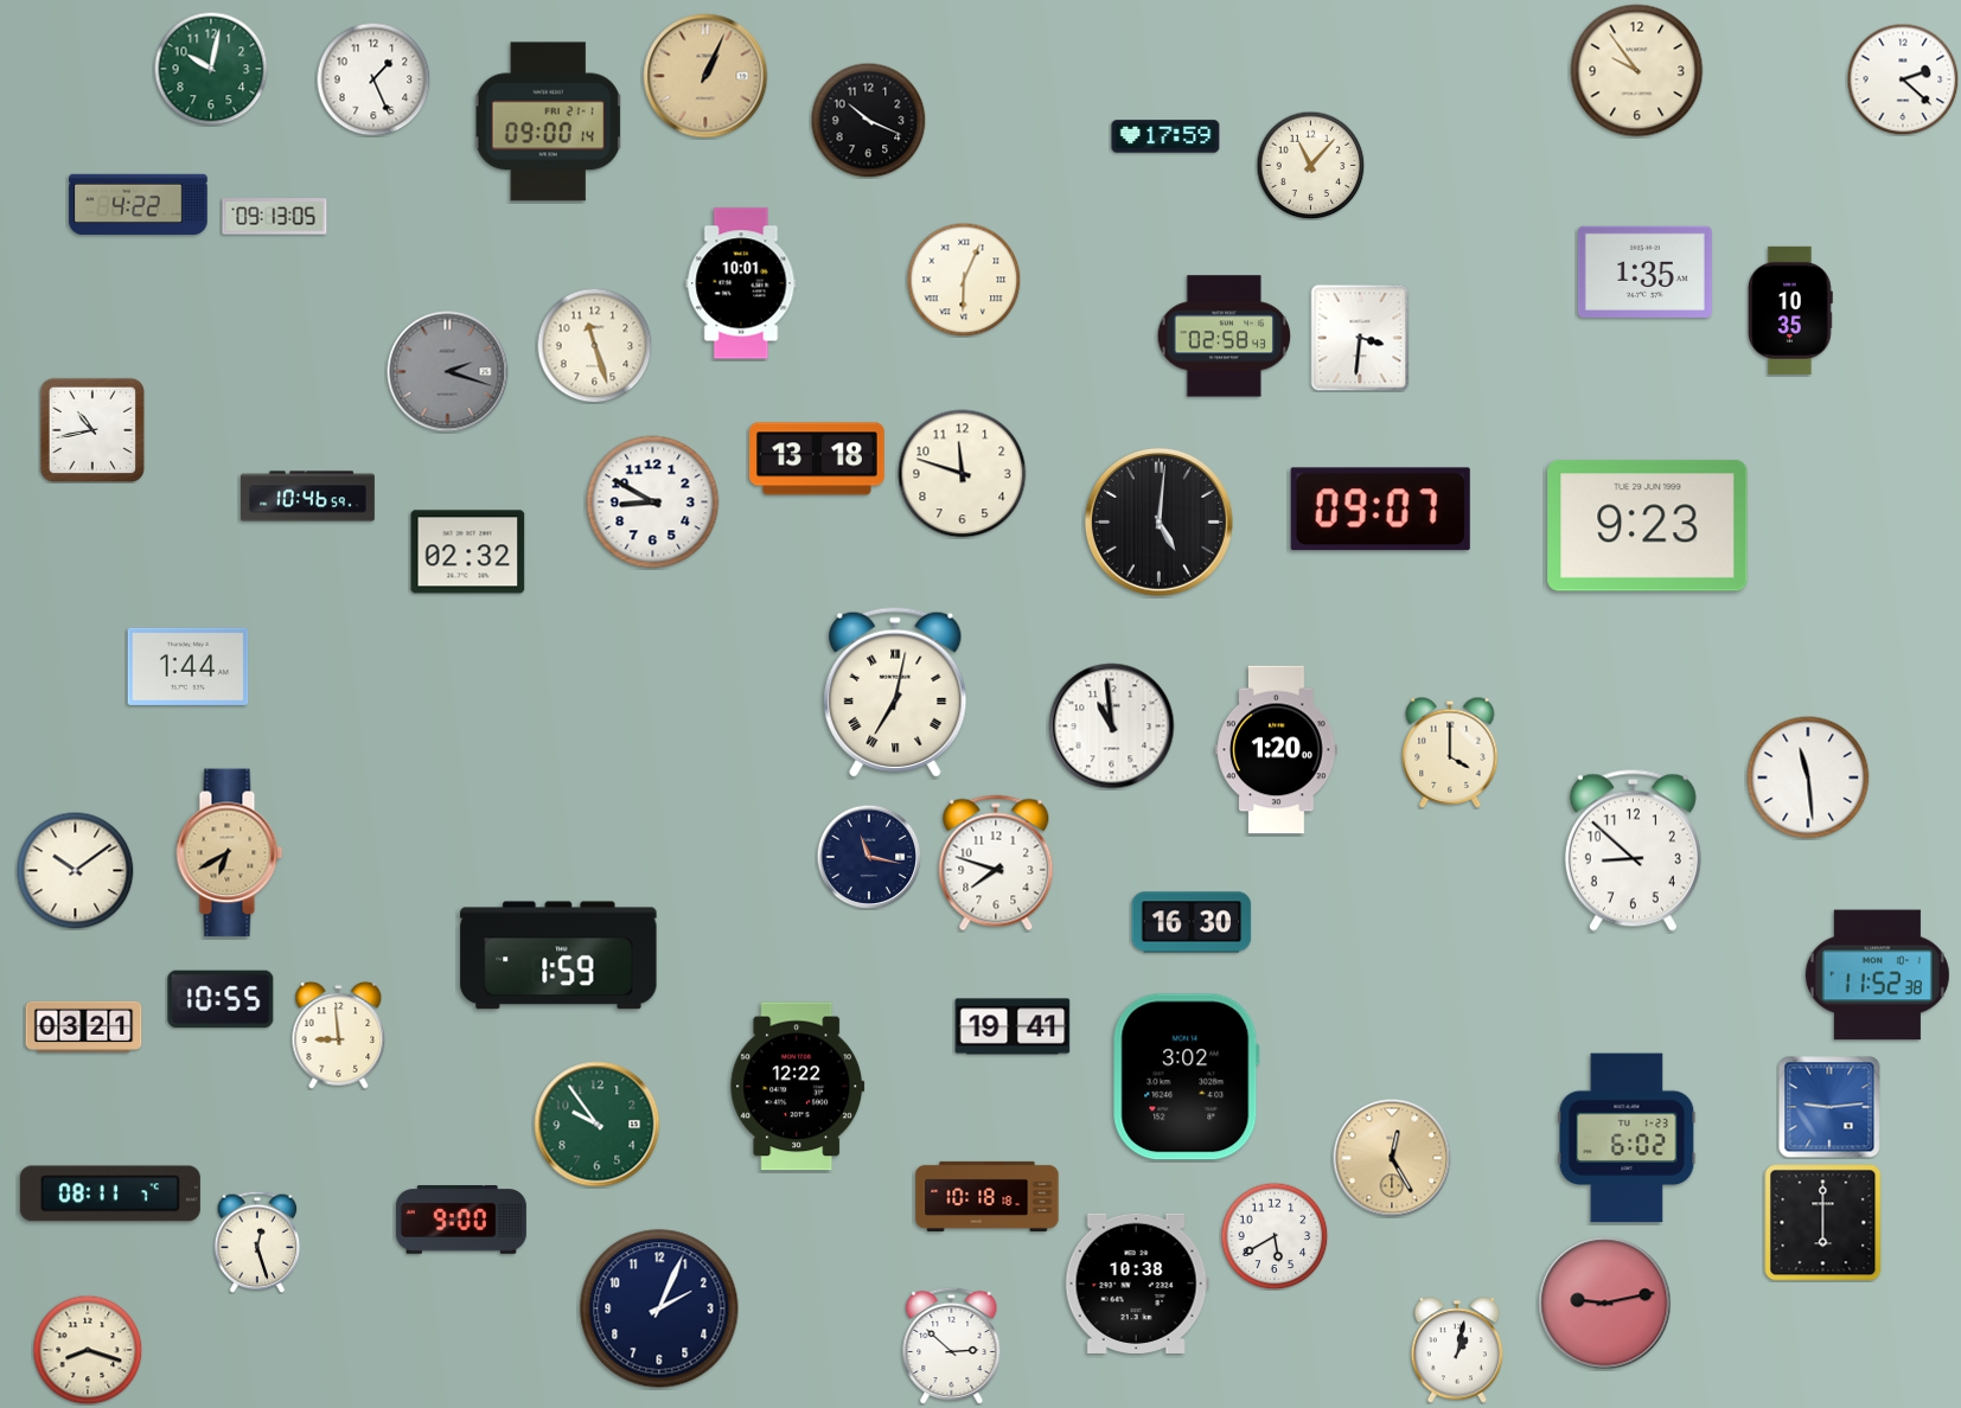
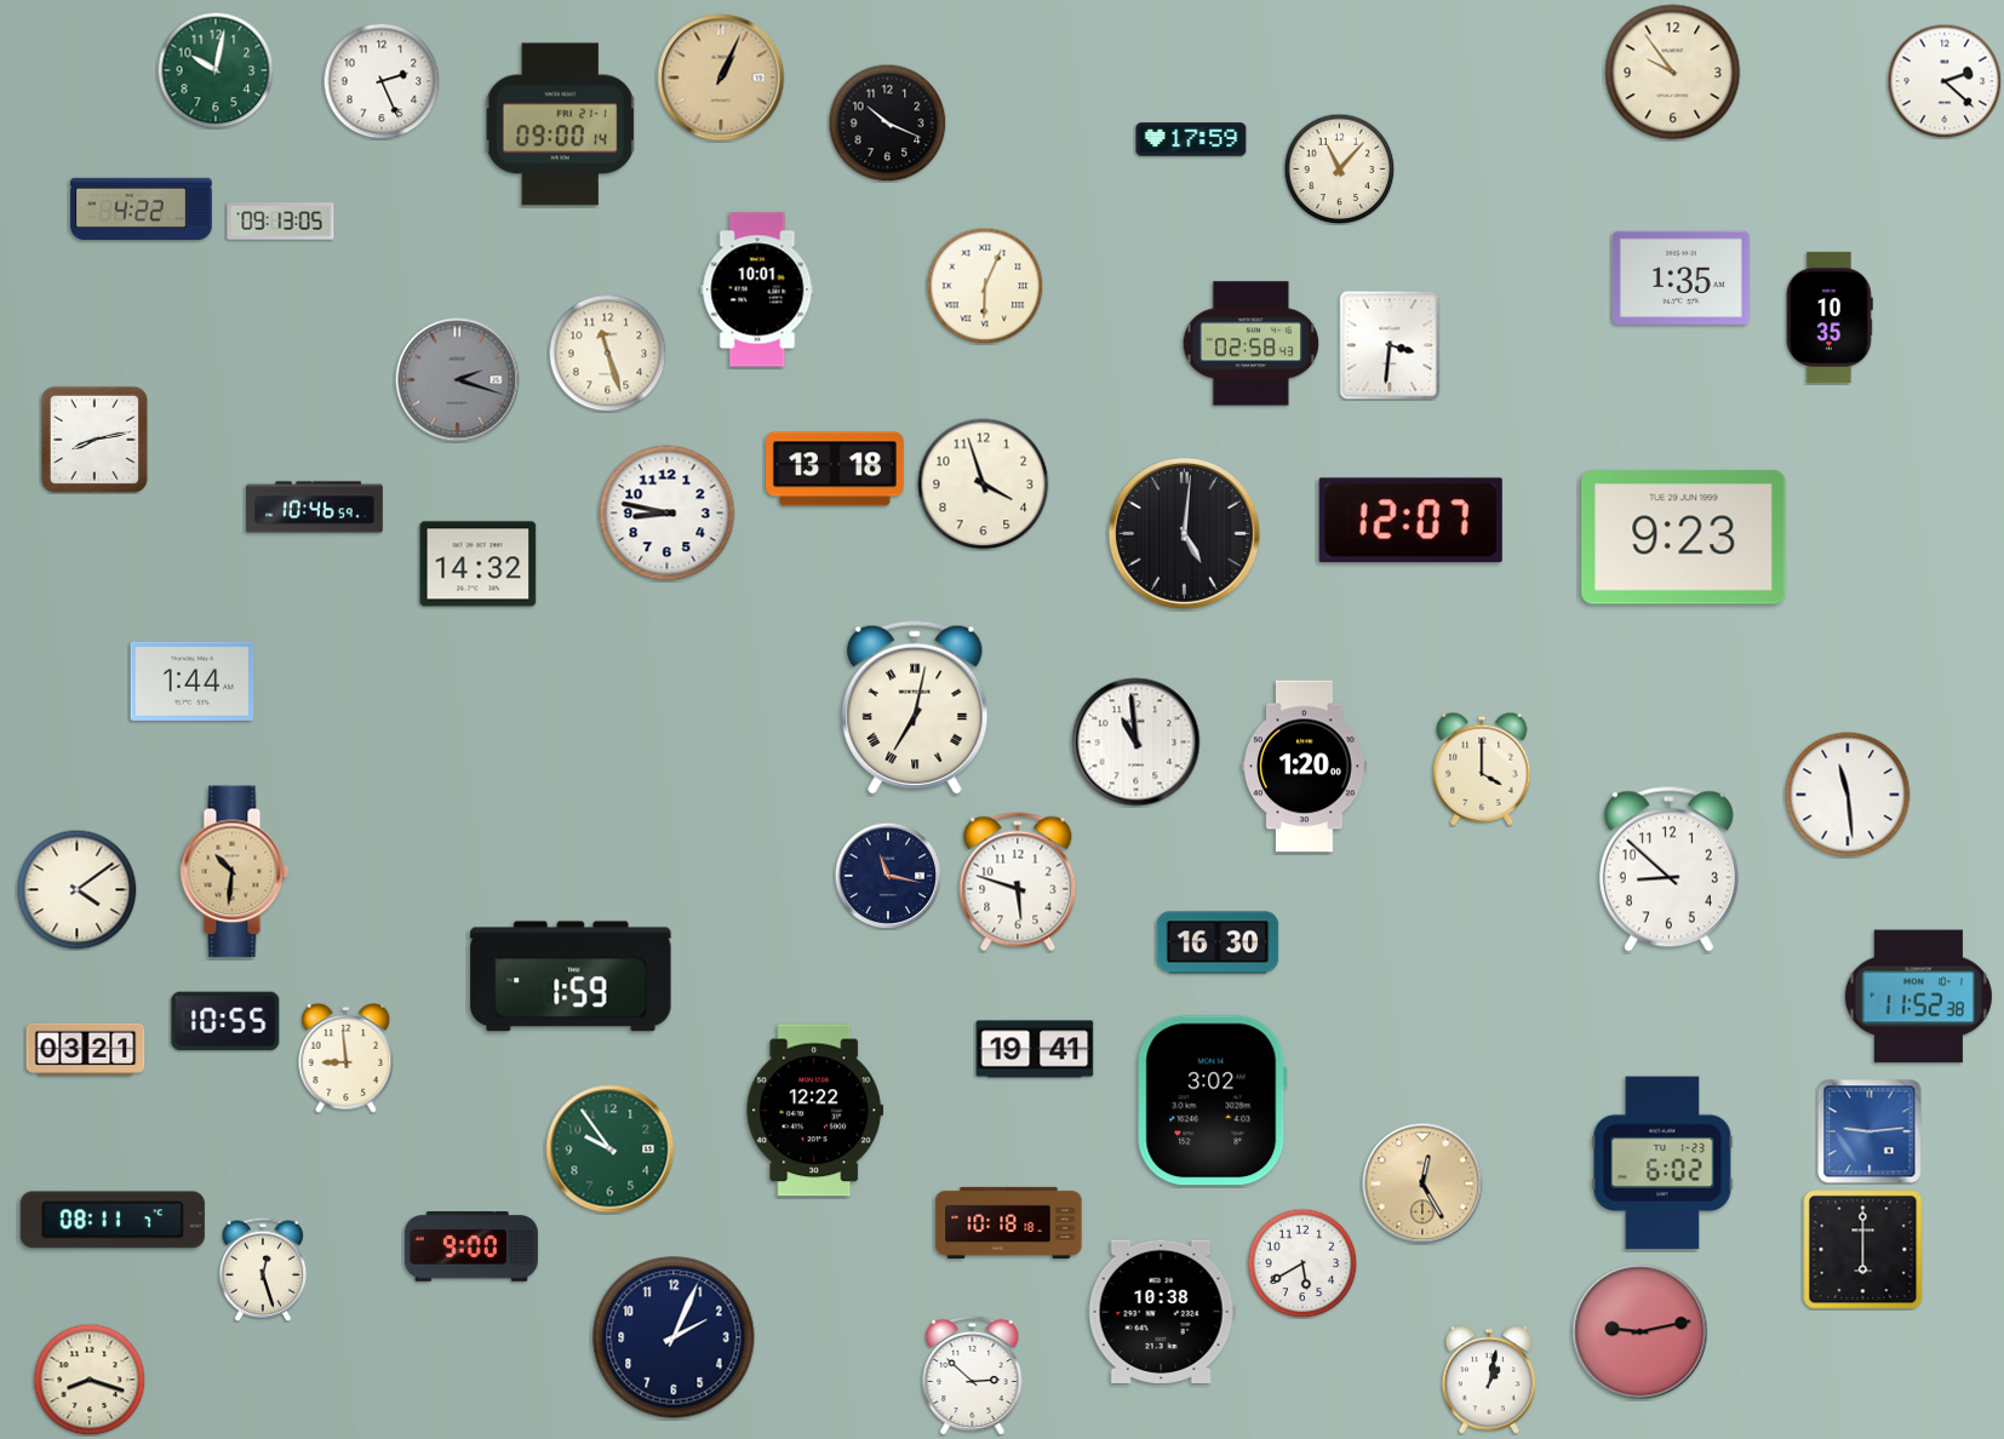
clock at (373, 79): 1:26 -> 2:26
clock at (92, 430): 10:43 -> 8:13
clock at (963, 474): 11:48 -> 3:57
clock at (653, 503): 8:50 -> 8:47
clock at (1380, 510): 09:07 -> 12:07
clock at (468, 552): 02:32 -> 14:32
clock at (230, 853): 6:40 -> 10:31
clock at (996, 863): 7:48 -> 5:48
clock at (76, 871): 10:09 -> 4:09
